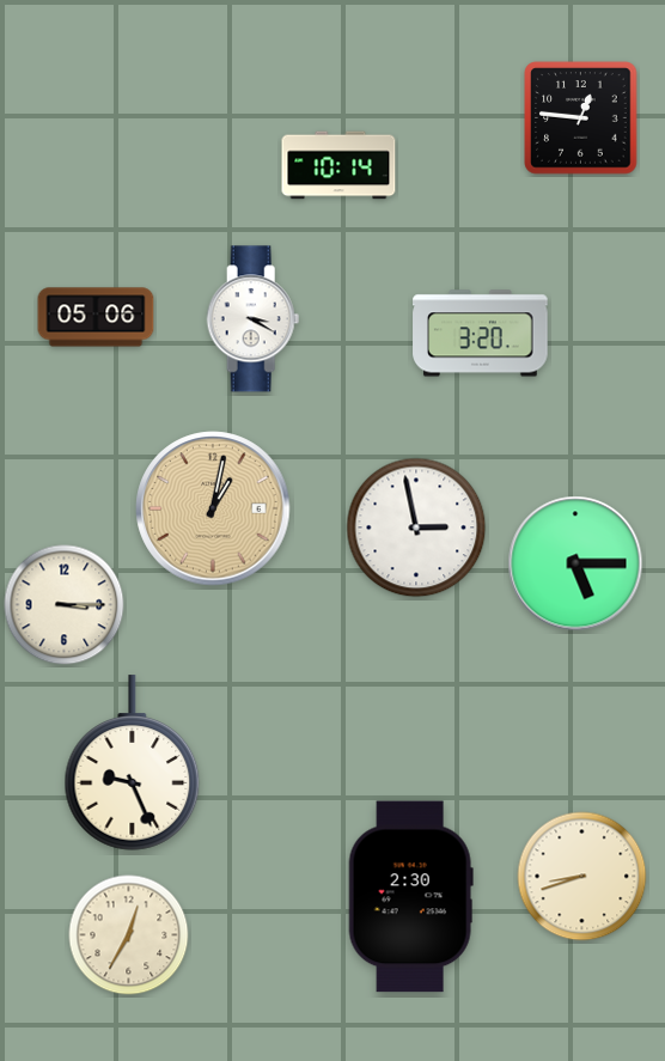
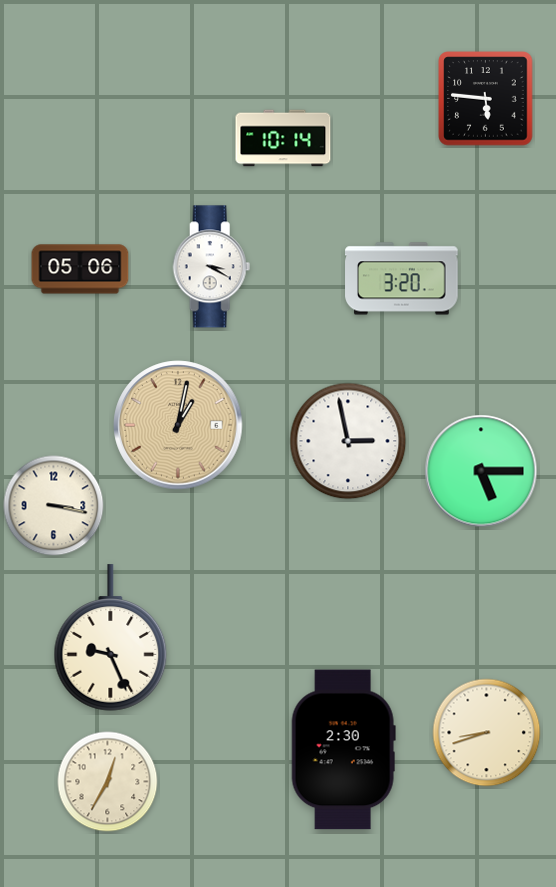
clock at (581, 118): 12:46 -> 5:46
clock at (96, 317) position: (96, 317) -> (80, 269)
clock at (65, 605): 3:15 -> 3:17
